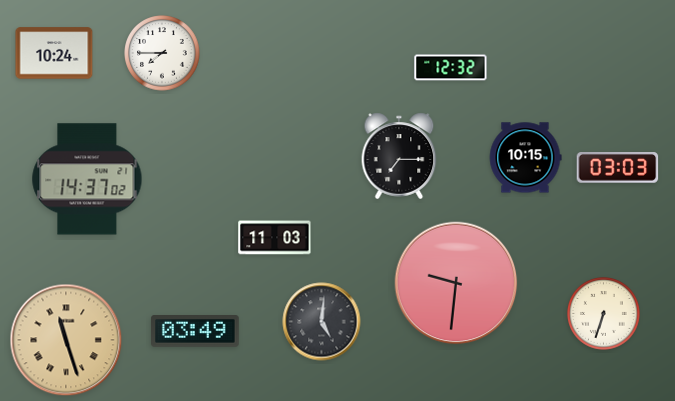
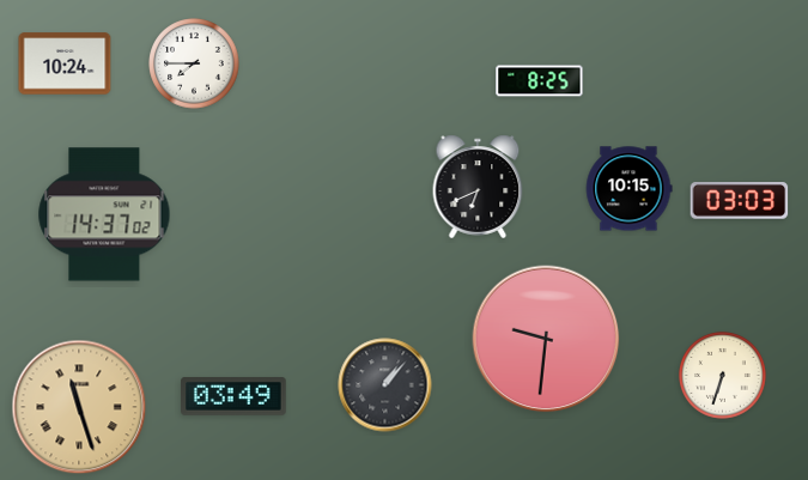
clock at (451, 68): 12:32 -> 8:25
clock at (399, 156): 7:15 -> 6:41
clock at (275, 238): 11:03 -> none
clock at (322, 322): 5:01 -> 1:07
